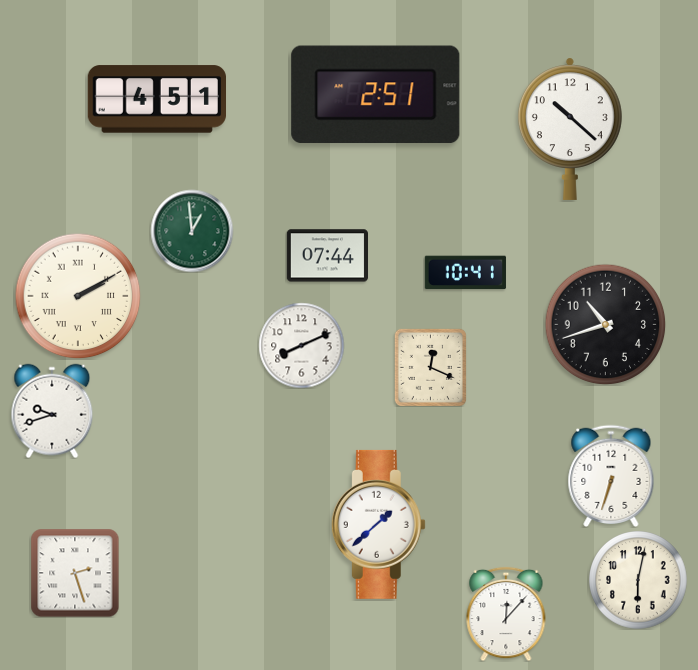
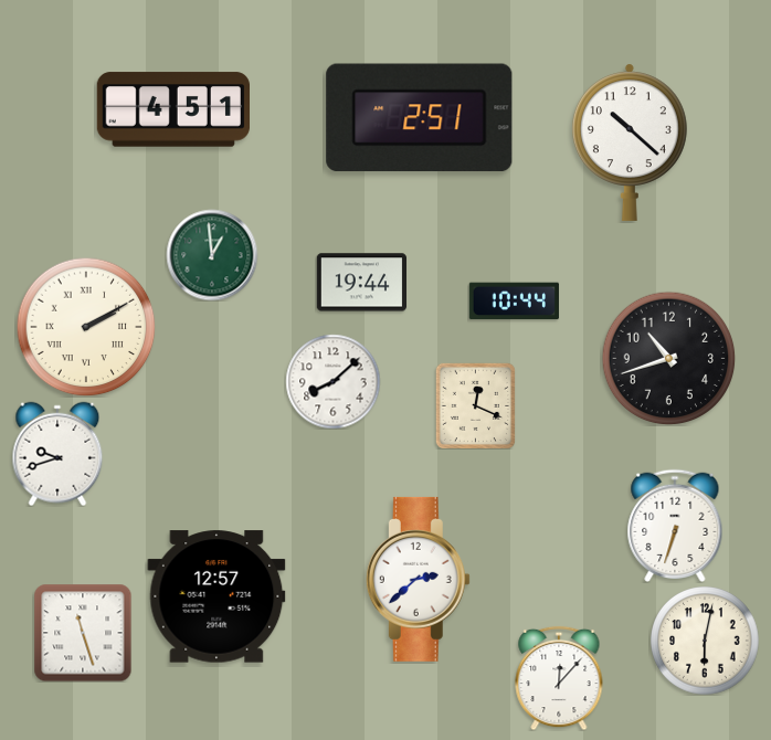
clock at (376, 95) position: (376, 95) -> (420, 118)
clock at (327, 256): 07:44 -> 19:44
clock at (465, 273): 10:41 -> 10:44
clock at (301, 345): 8:11 -> 8:08
clock at (378, 524): 1:38 -> 2:38
clock at (216, 596): none -> 12:57
clock at (75, 573): 2:27 -> 11:27
